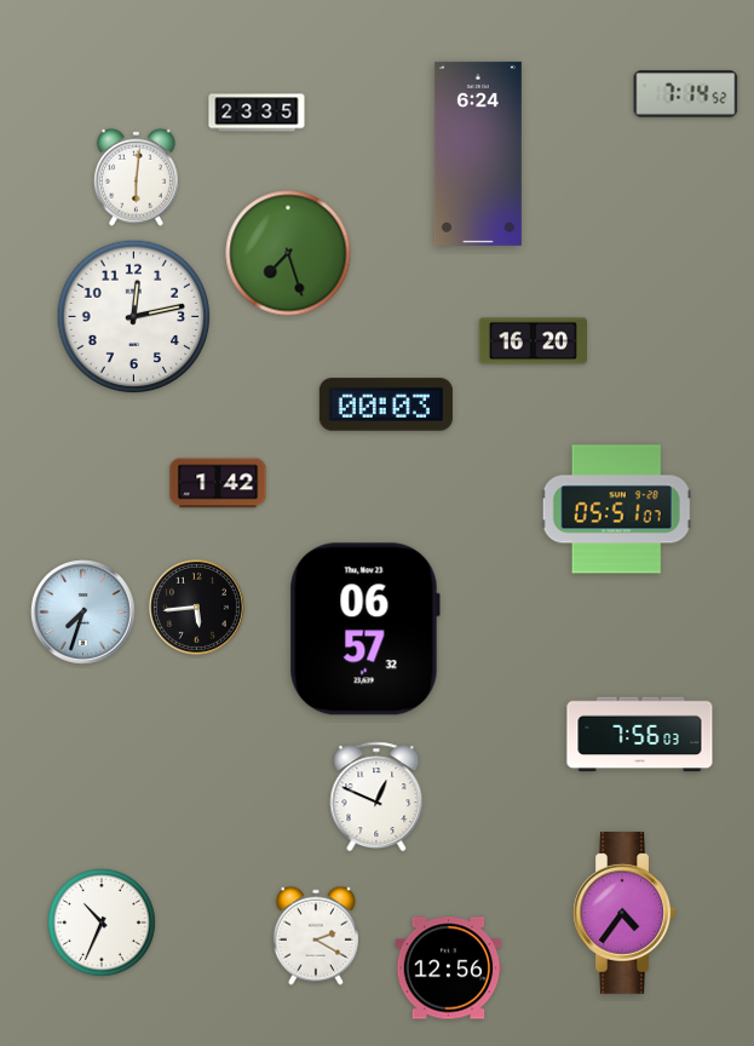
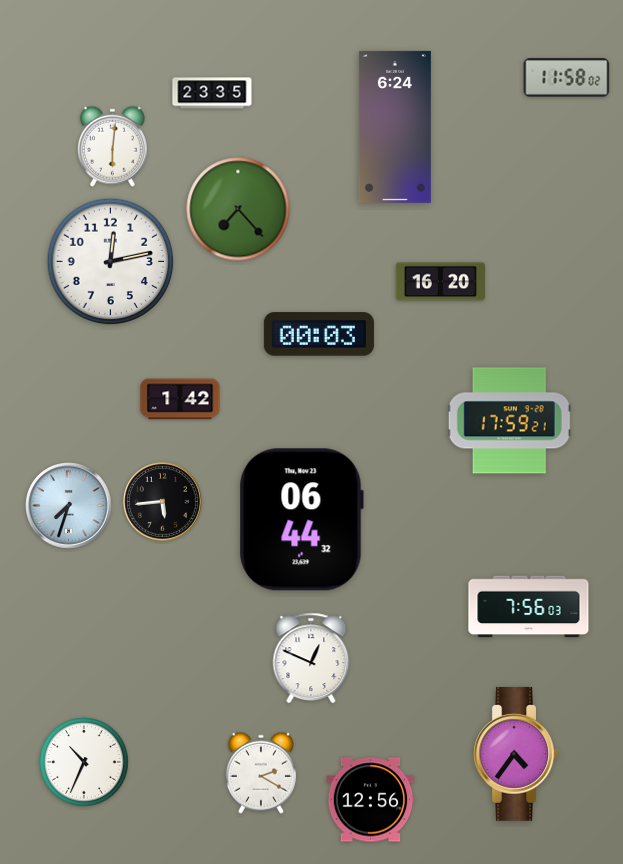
clock at (686, 94): 7:14 -> 11:58
clock at (288, 253): 7:27 -> 7:23
clock at (616, 510): 05:51 -> 17:59
clock at (364, 630): 06:57 -> 06:44
